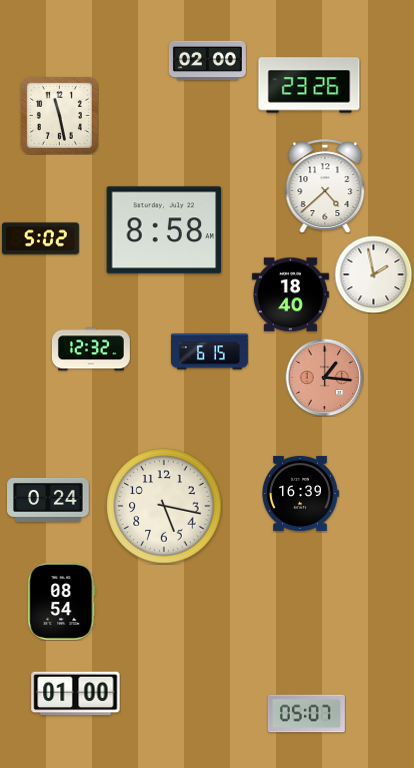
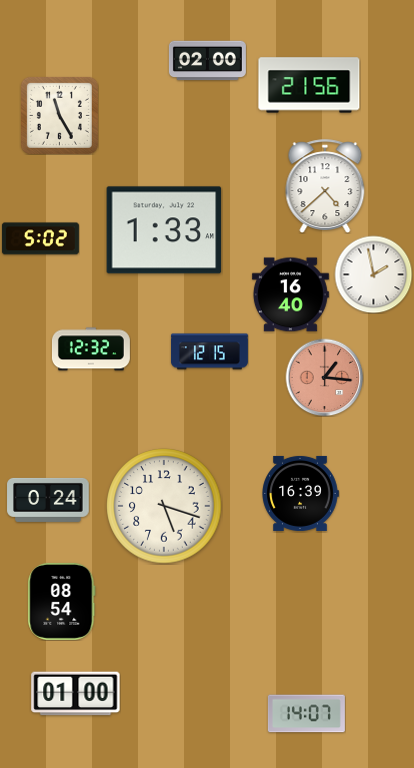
clock at (309, 85): 23:26 -> 21:56
clock at (59, 115): 11:28 -> 11:25
clock at (164, 230): 8:58 -> 1:33
clock at (290, 295): 18:40 -> 16:40
clock at (209, 352): 6:15 -> 12:15
clock at (164, 506): 5:17 -> 5:18
clock at (306, 714): 05:07 -> 14:07
